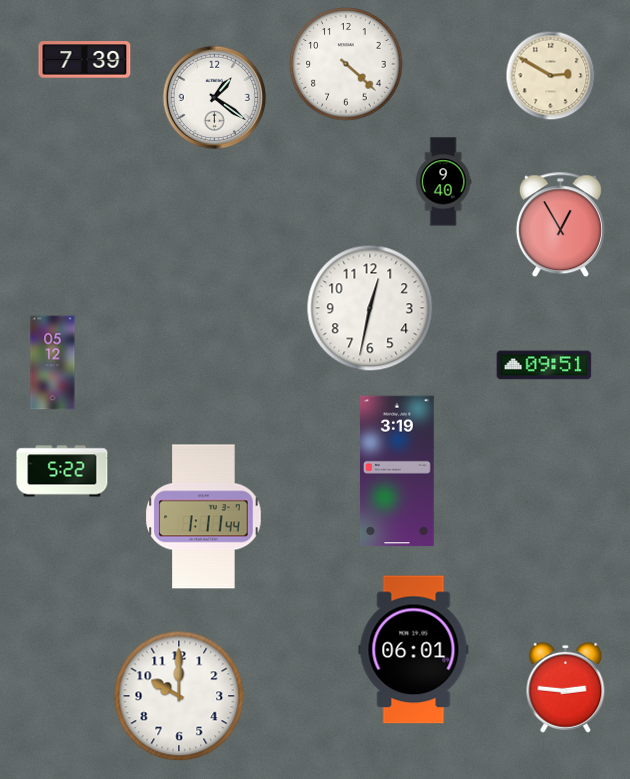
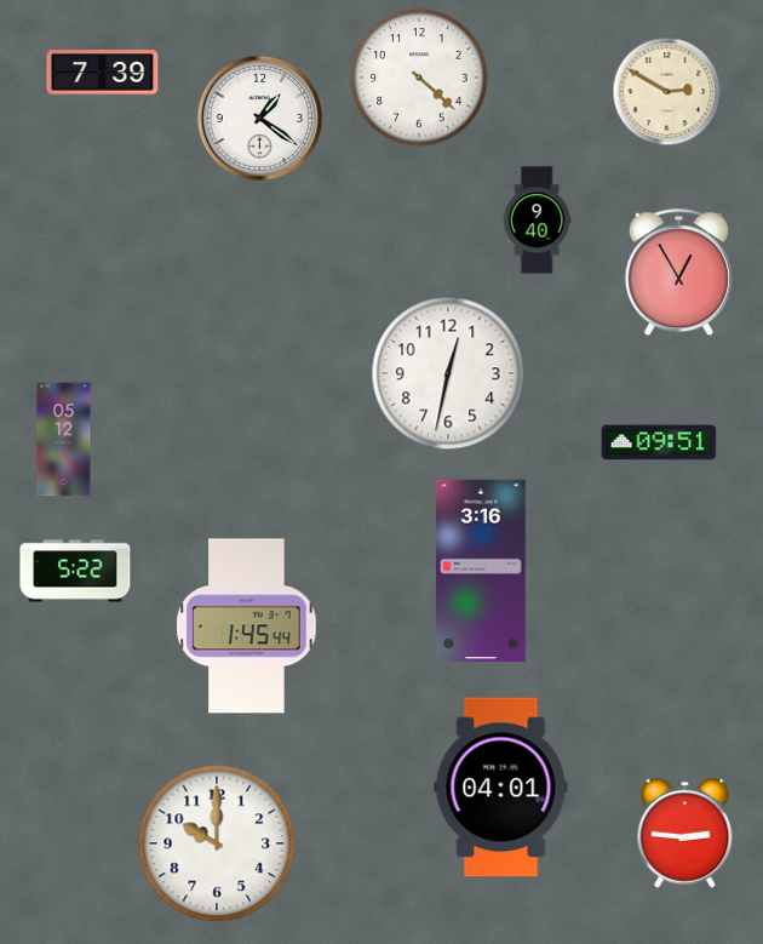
clock at (397, 471): 3:19 -> 3:16
clock at (204, 517): 1:11 -> 1:45
clock at (414, 650): 06:01 -> 04:01
